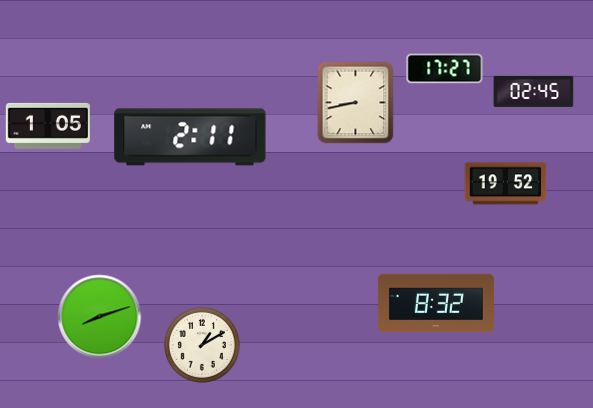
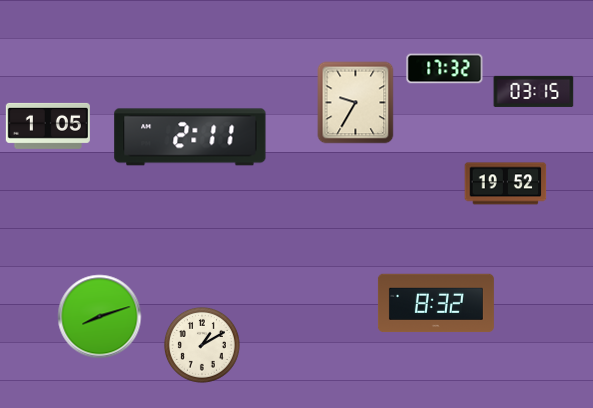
clock at (445, 69): 17:27 -> 17:32
clock at (534, 91): 02:45 -> 03:15
clock at (356, 103): 8:43 -> 9:35
